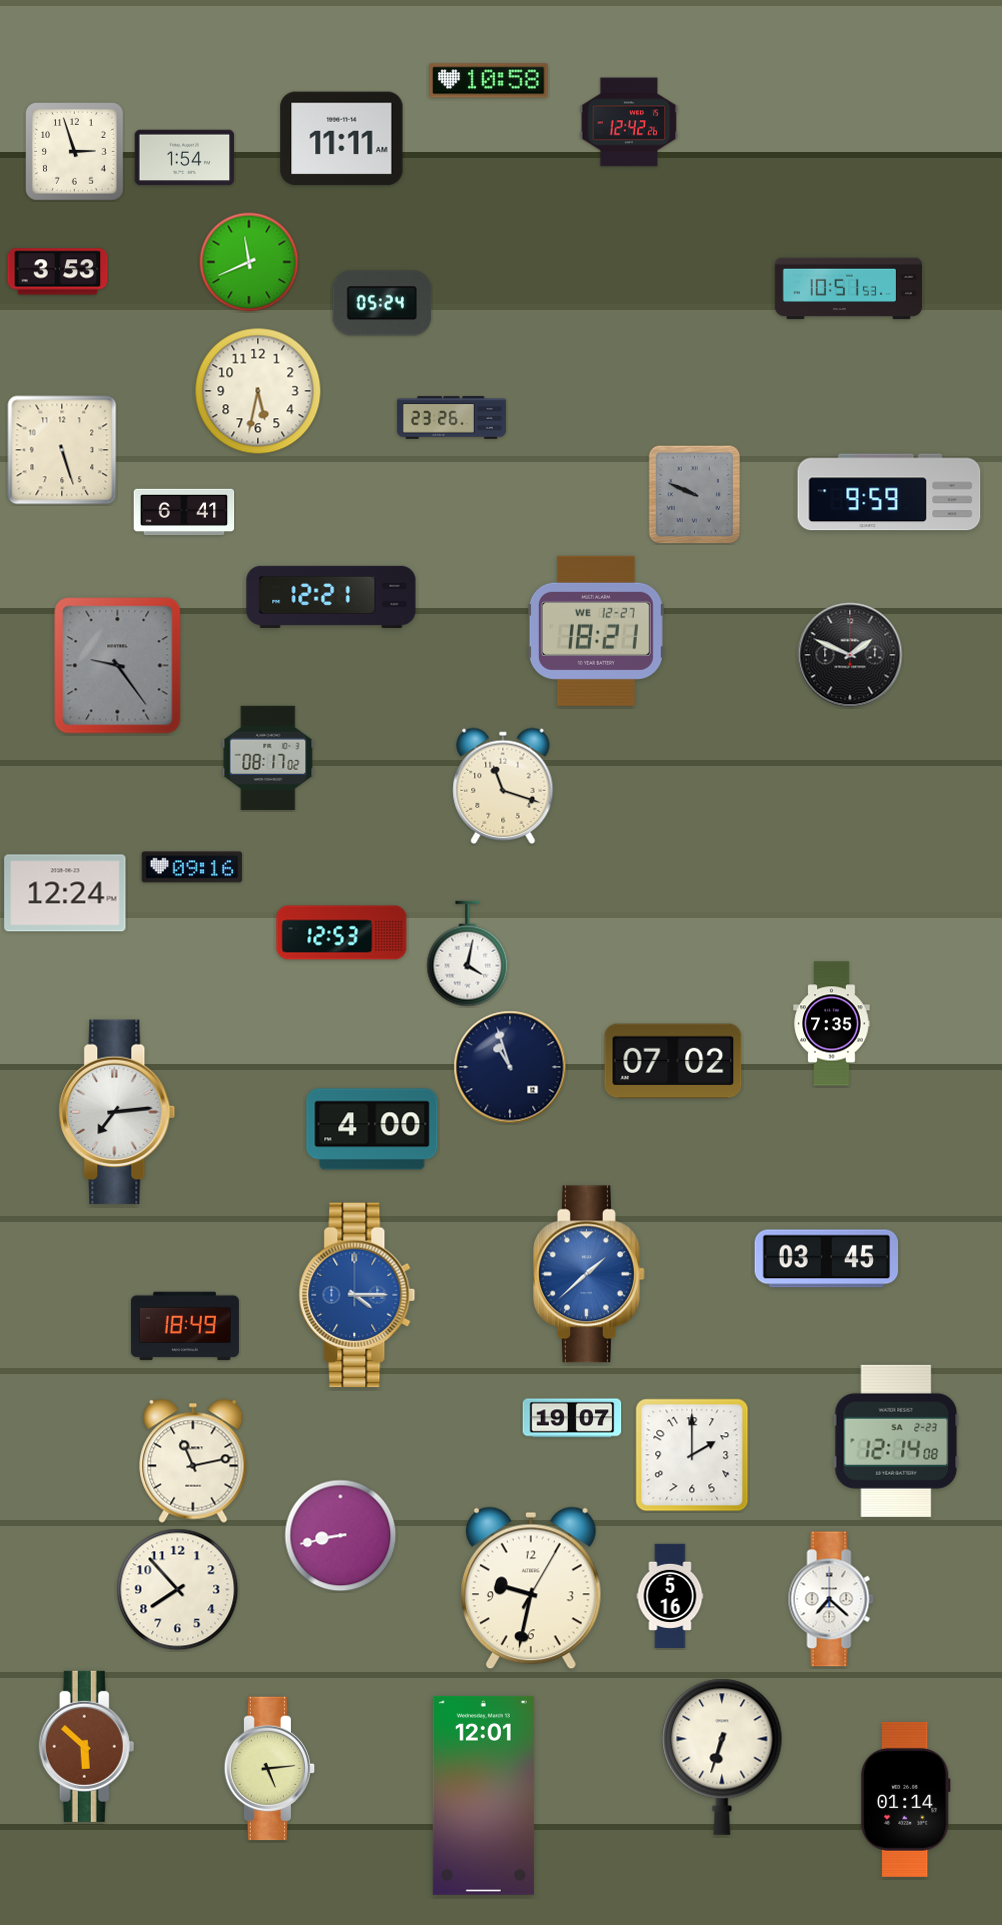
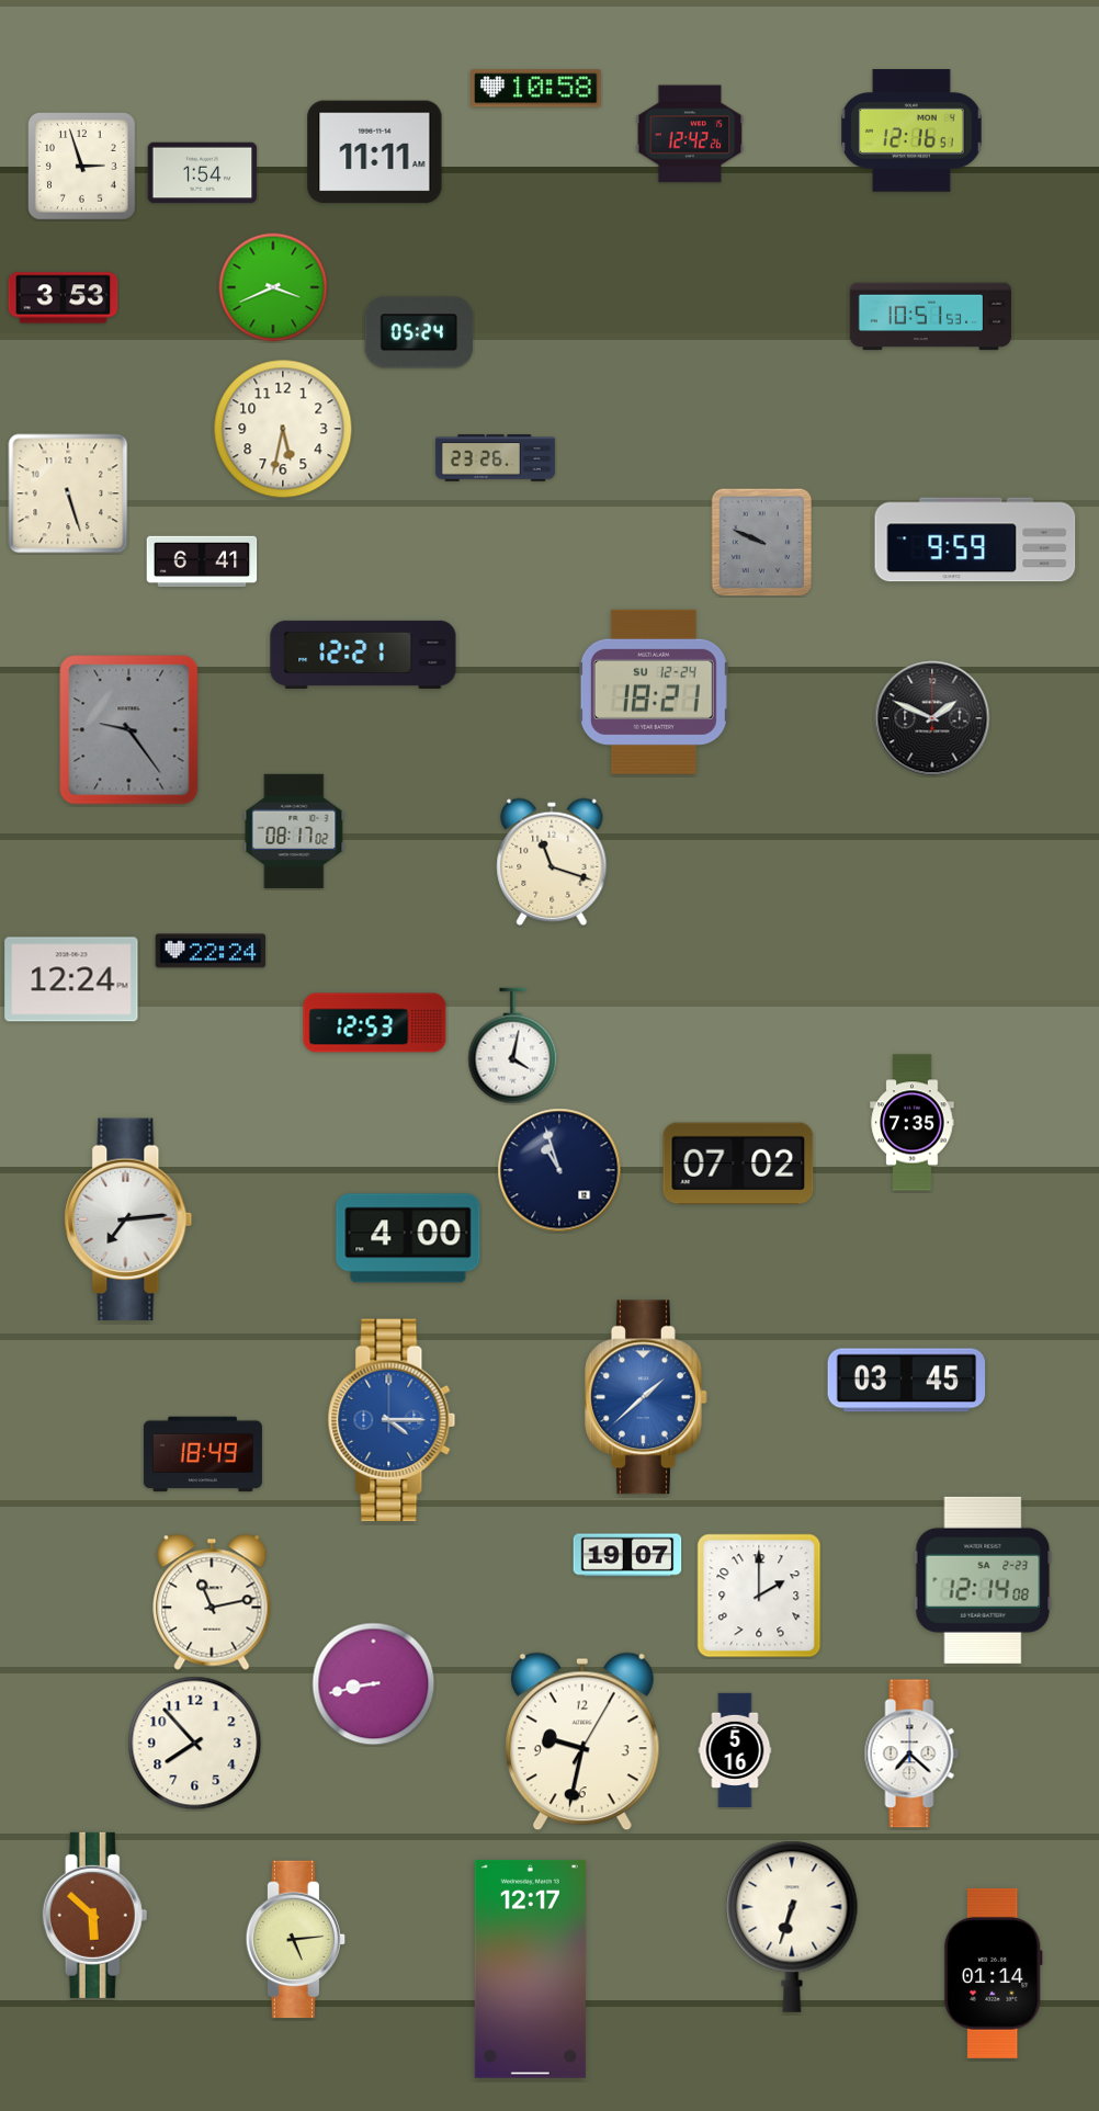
clock at (911, 130): none -> 12:16
clock at (249, 262): 11:41 -> 3:41
clock at (596, 631) date: WE 12-27 -> SU 12-24
clock at (192, 867): 09:16 -> 22:24
clock at (483, 1795): 12:01 -> 12:17
